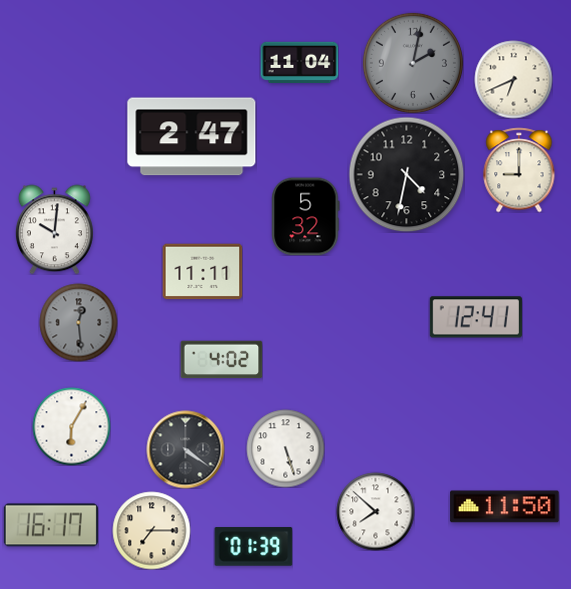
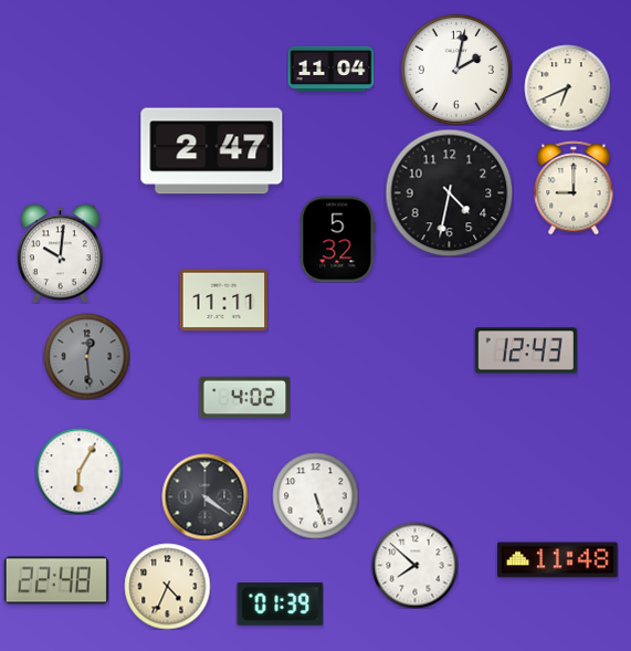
clock at (413, 63) dial: grey -> white
clock at (476, 317): 12:41 -> 12:43
clock at (505, 507): 11:50 -> 11:48
clock at (51, 525): 16:17 -> 22:48
clock at (151, 530): 7:15 -> 4:34
